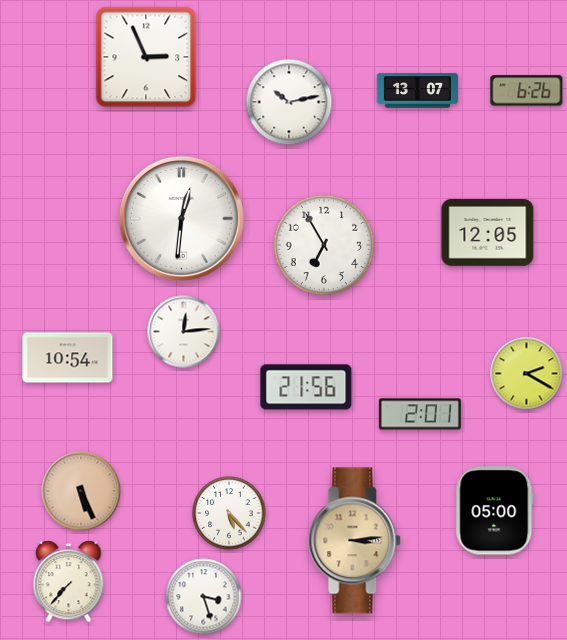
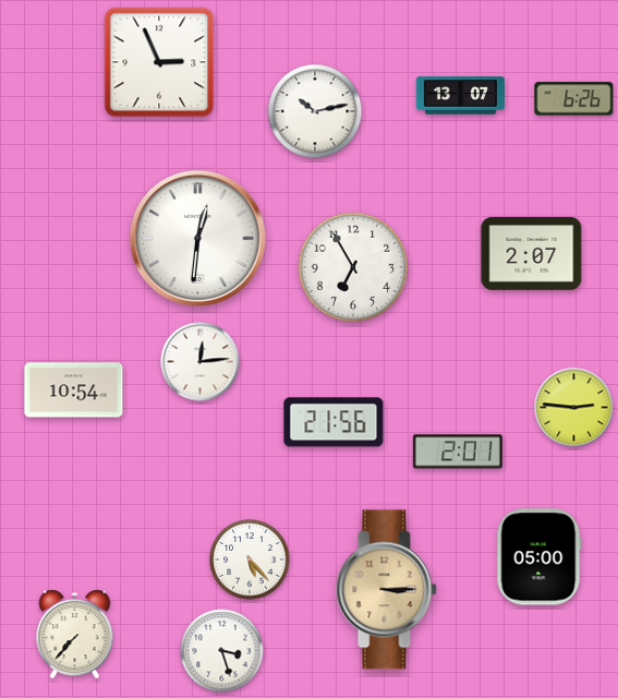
clock at (417, 91) position: (417, 91) -> (460, 96)
clock at (488, 232): 12:05 -> 2:07
clock at (527, 374): 2:20 -> 2:46
clock at (81, 491): 5:26 -> none
clock at (355, 541): 3:14 -> 3:15
